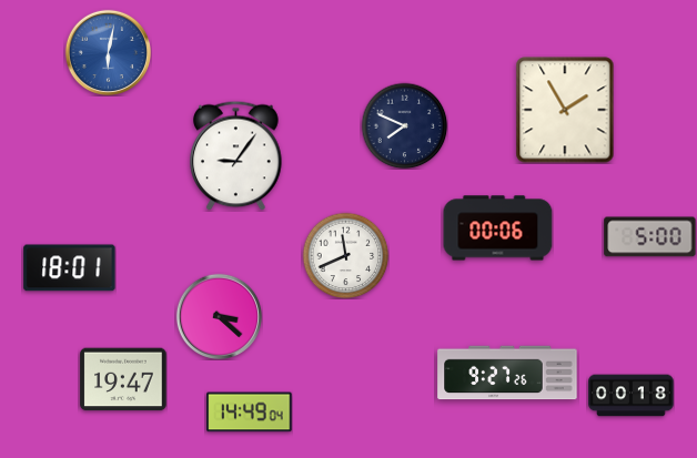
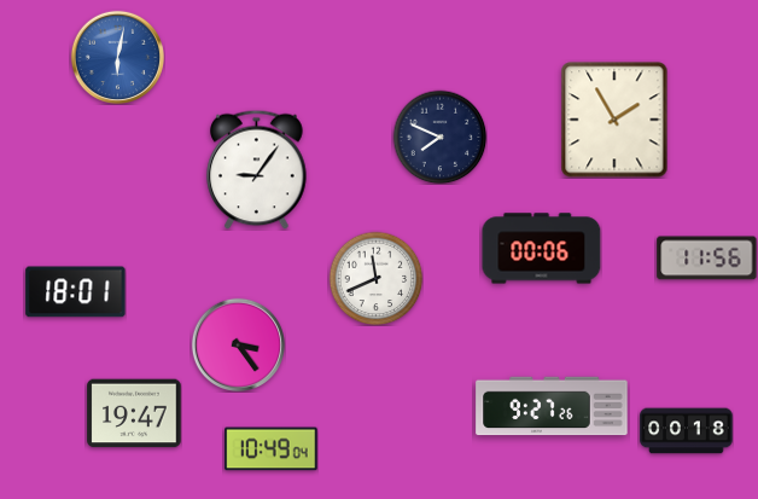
clock at (650, 237): 5:00 -> 11:56
clock at (219, 316): 3:22 -> 3:24
clock at (250, 413): 14:49 -> 10:49
